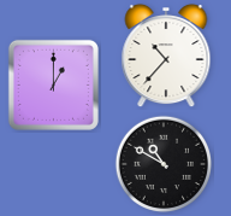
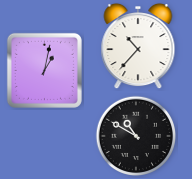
clock at (53, 84): 1:00 -> 1:02
